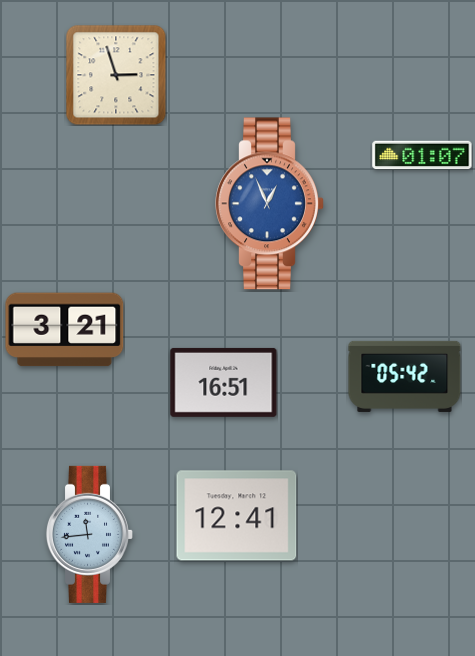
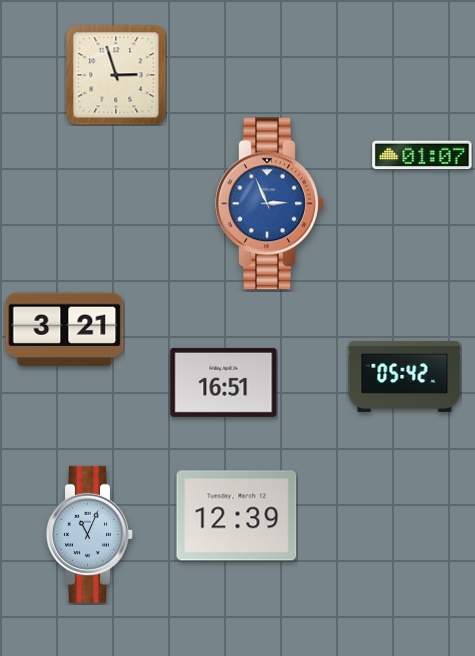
clock at (270, 204): 12:56 -> 2:56
clock at (237, 516): 12:41 -> 12:39
clock at (89, 534): 11:44 -> 11:04
